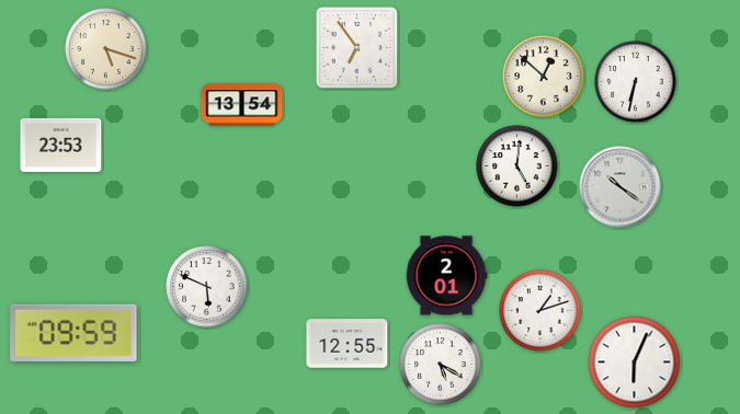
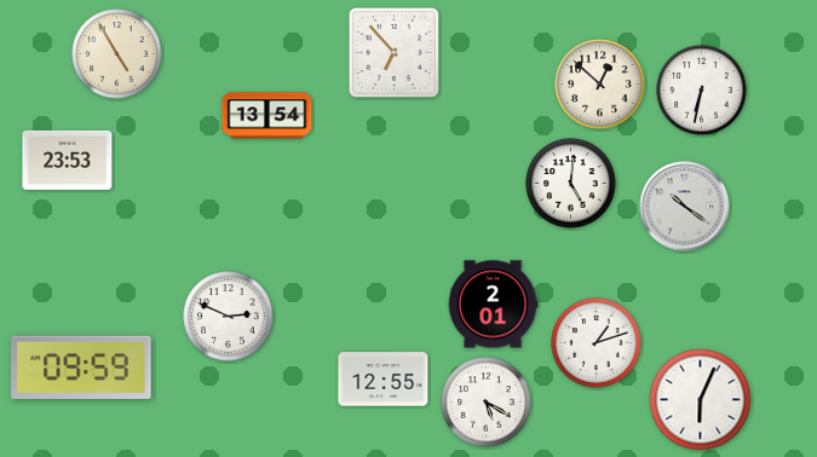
clock at (356, 47): 6:54 -> 6:53
clock at (106, 49): 5:18 -> 4:55
clock at (207, 287): 5:49 -> 2:49
